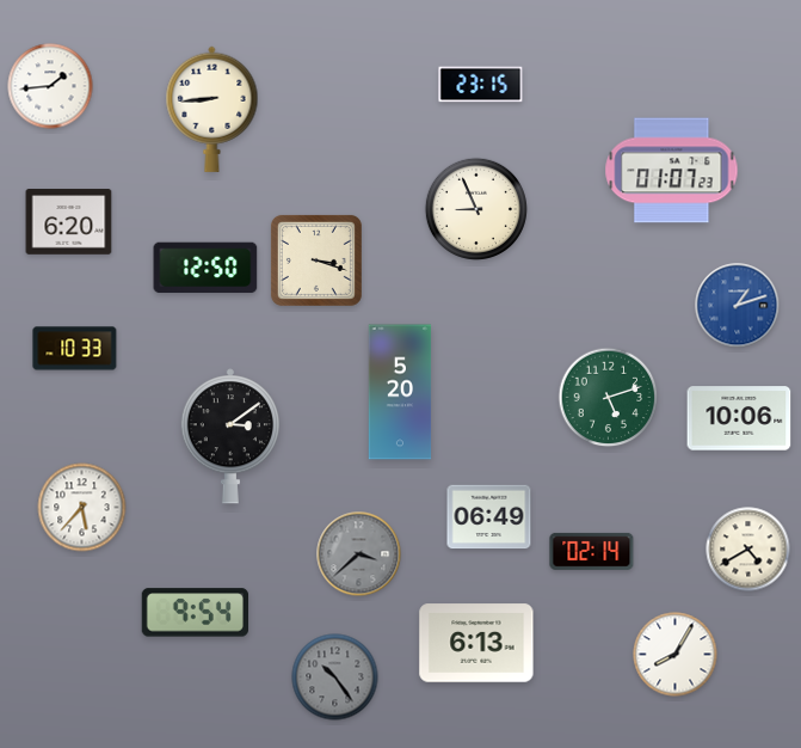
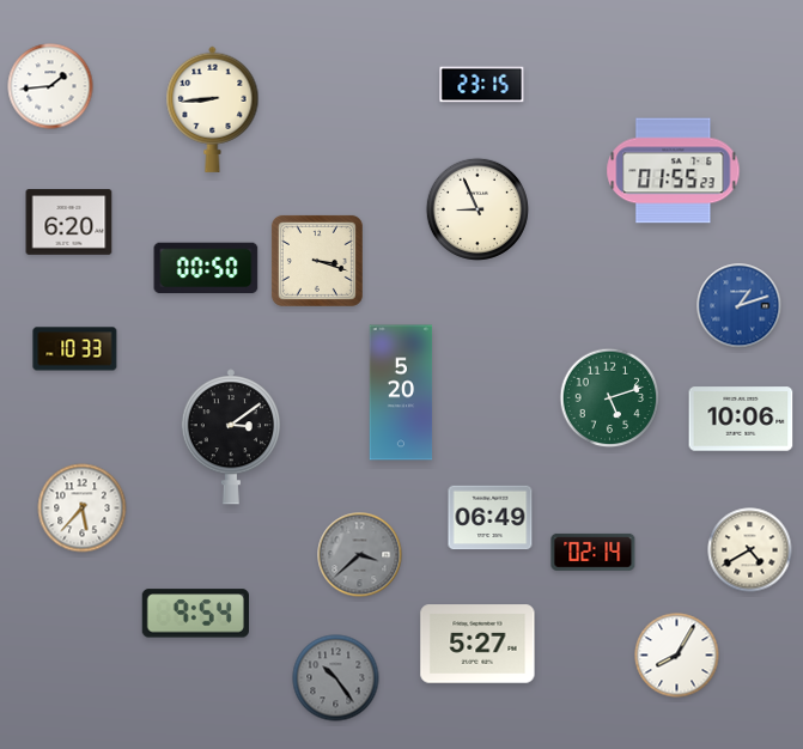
clock at (672, 171): 01:07 -> 01:55
clock at (205, 268): 12:50 -> 00:50
clock at (476, 643): 6:13 -> 5:27
